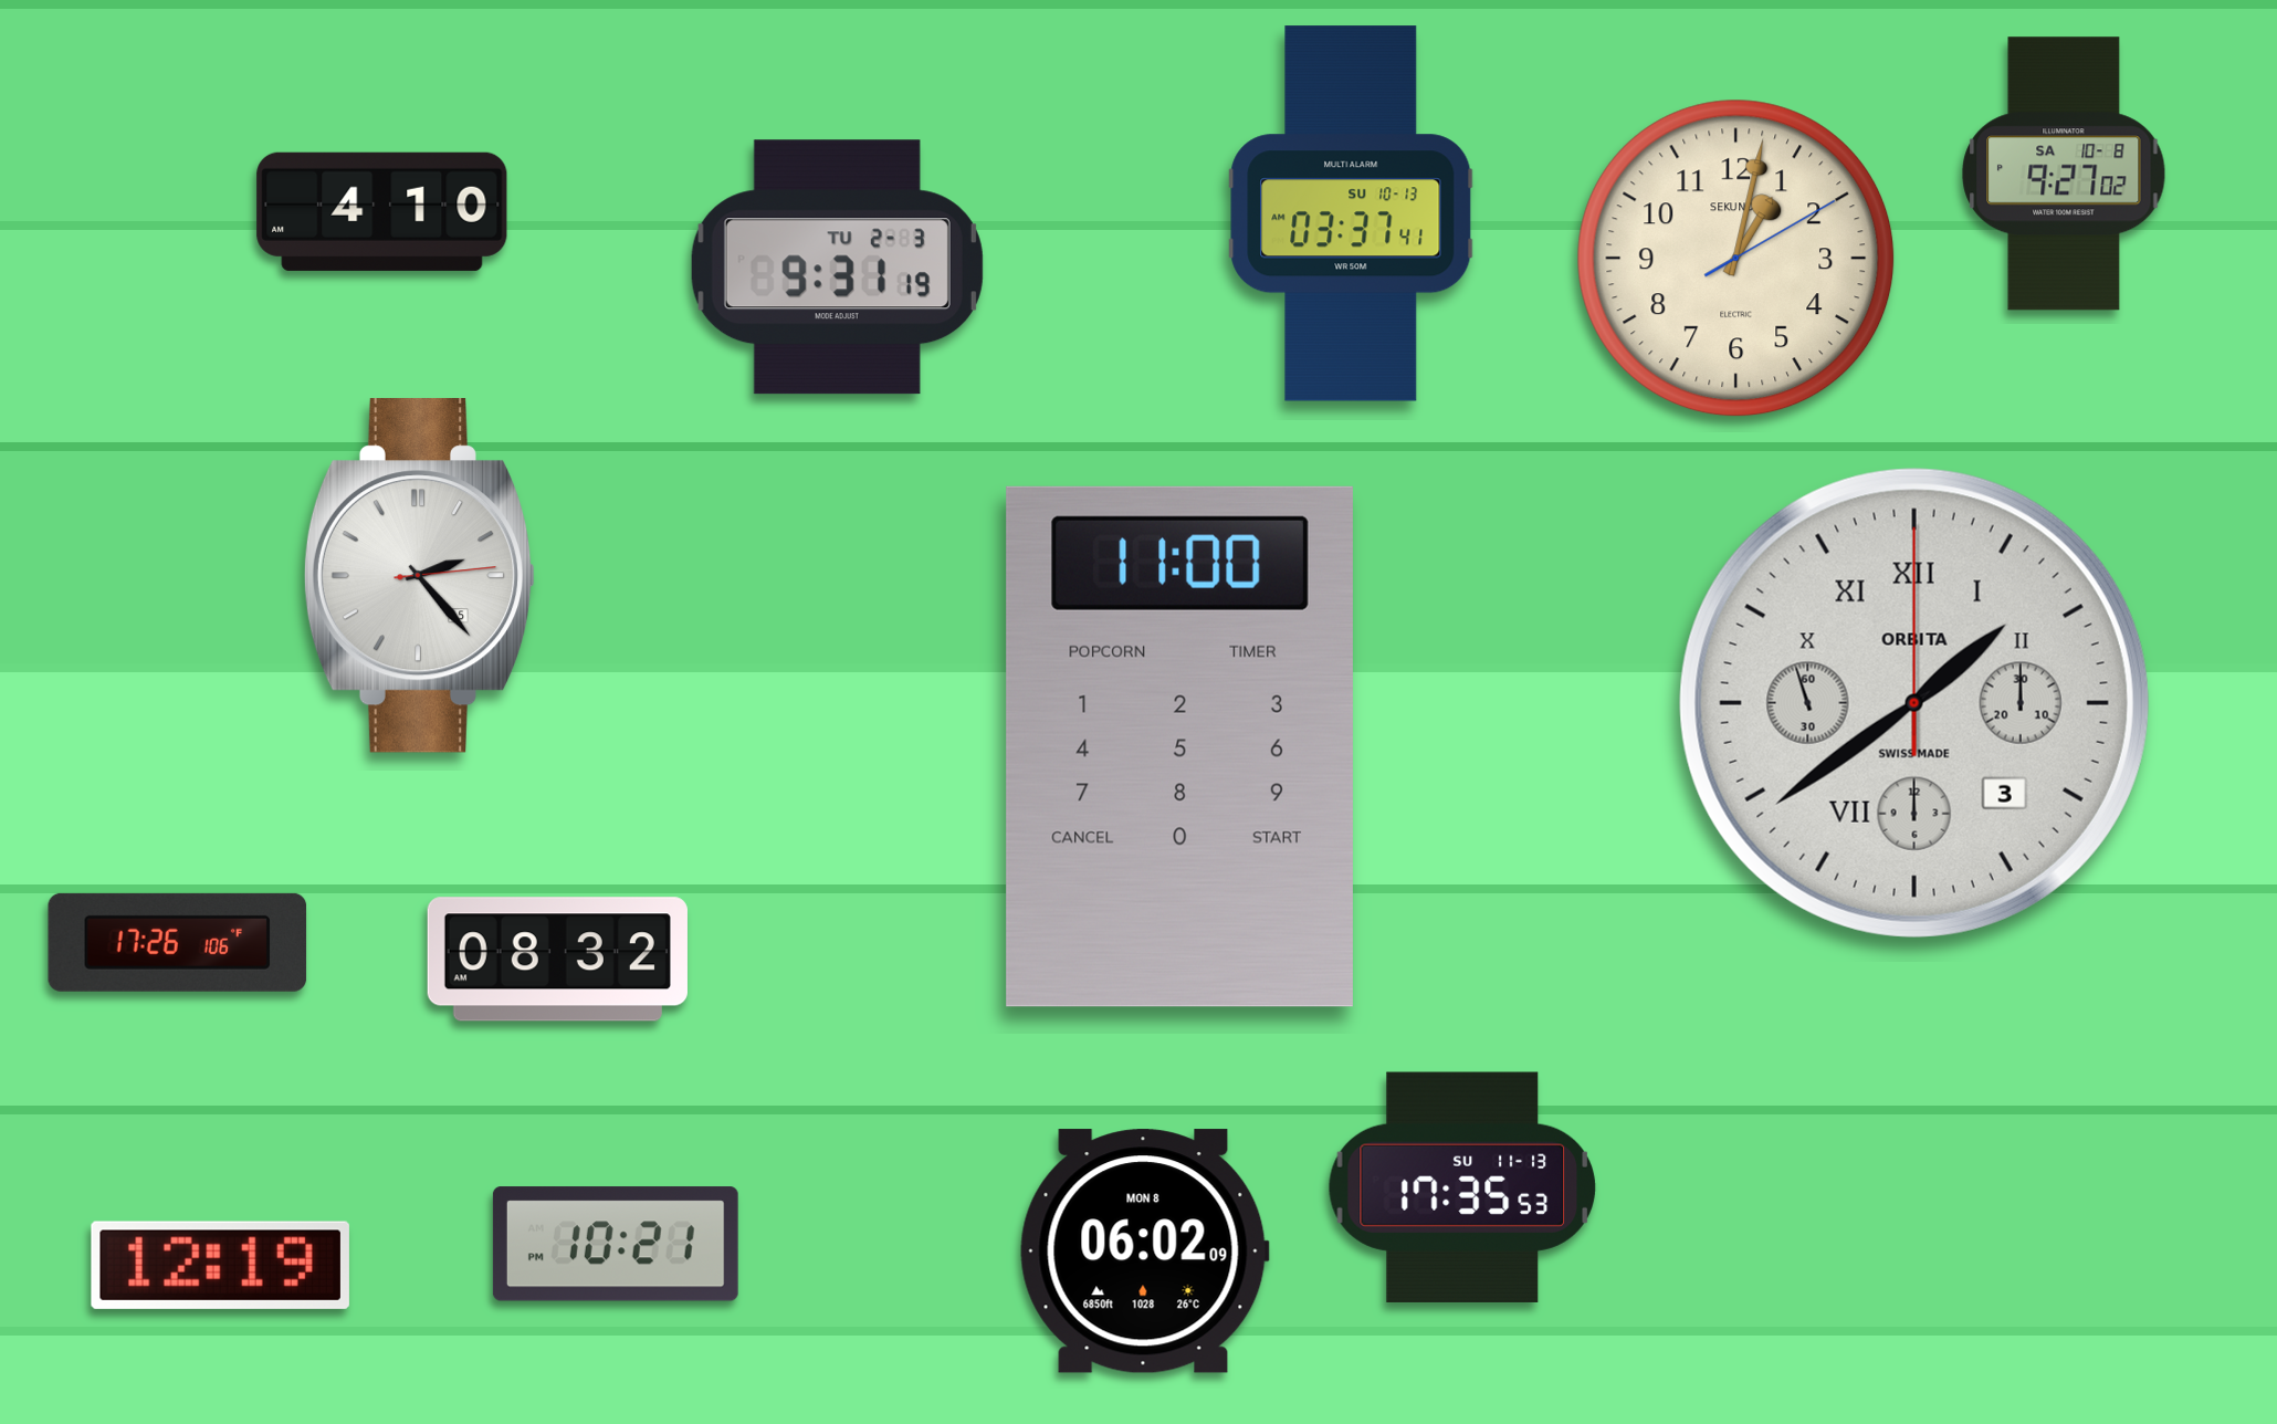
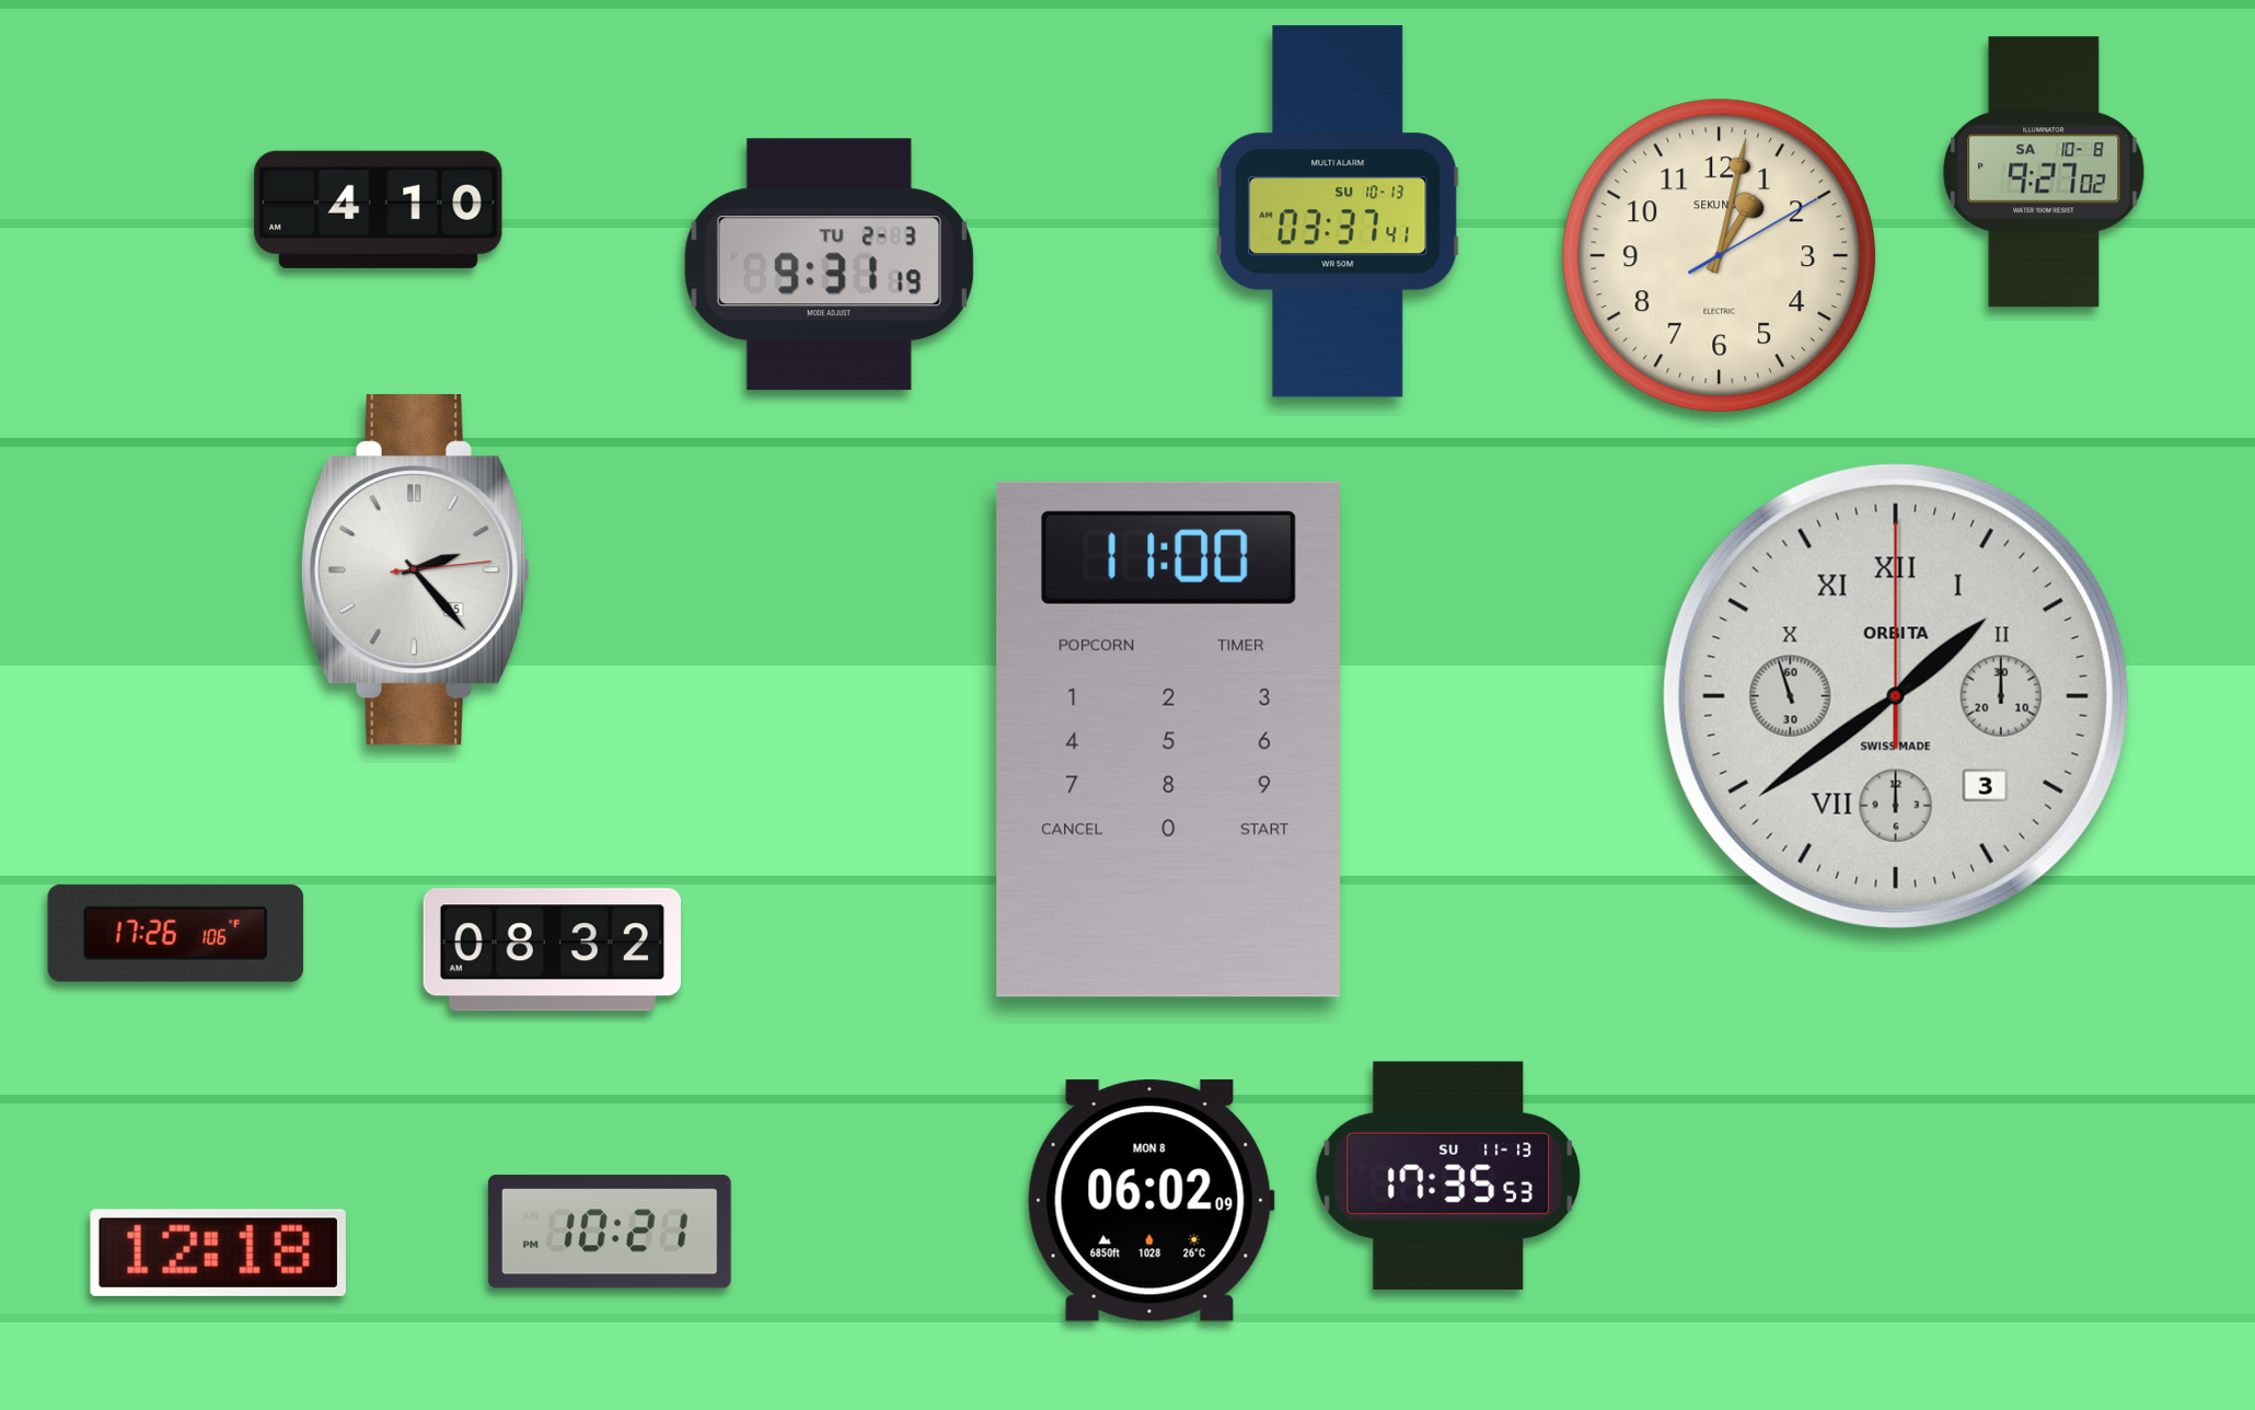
clock at (1144, 1252) position: (1144, 1252) -> (1150, 1201)
clock at (220, 1265): 12:19 -> 12:18
